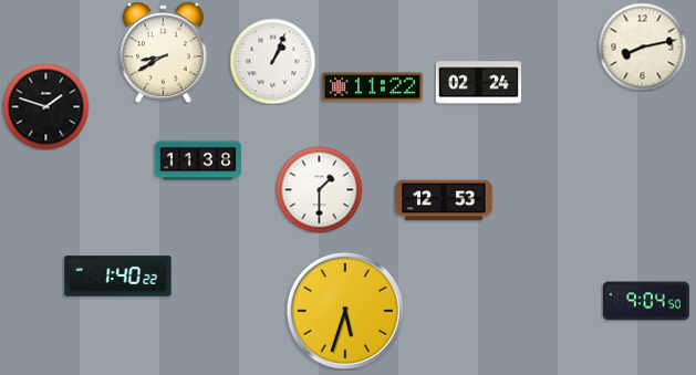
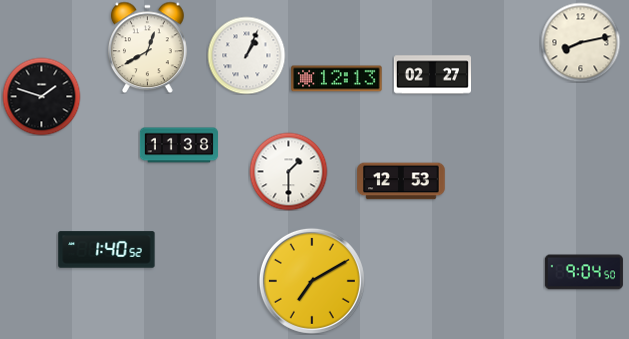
clock at (164, 52): 8:40 -> 12:40
clock at (478, 83): 02:24 -> 02:27
clock at (373, 87): 11:22 -> 12:13
clock at (118, 277): 1:40:22 -> 1:40:52
clock at (345, 311): 5:33 -> 7:10
